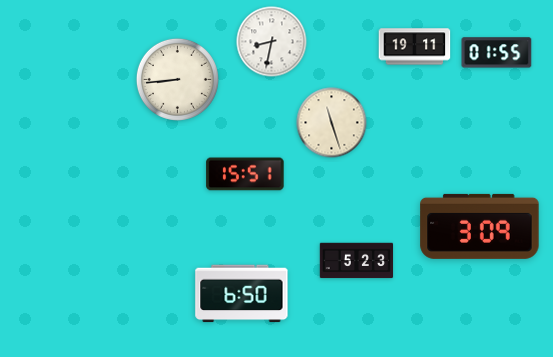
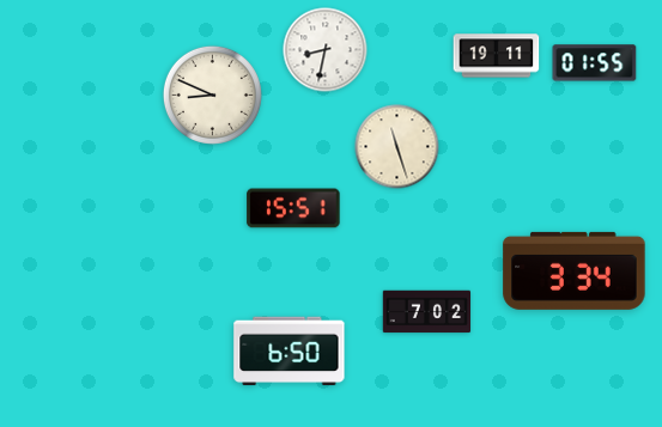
clock at (177, 79): 8:44 -> 8:49
clock at (480, 226): 3:09 -> 3:34
clock at (357, 261): 5:23 -> 7:02
